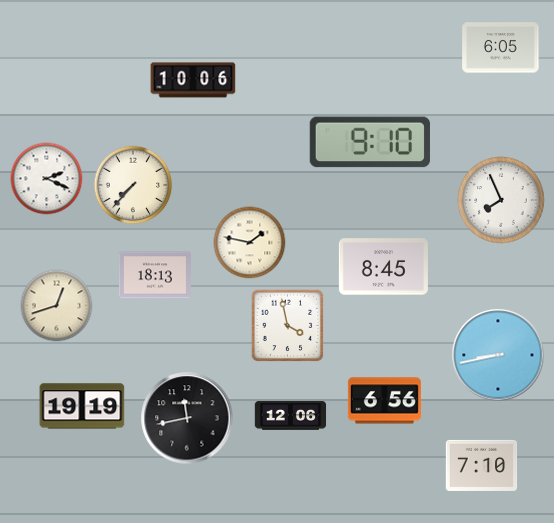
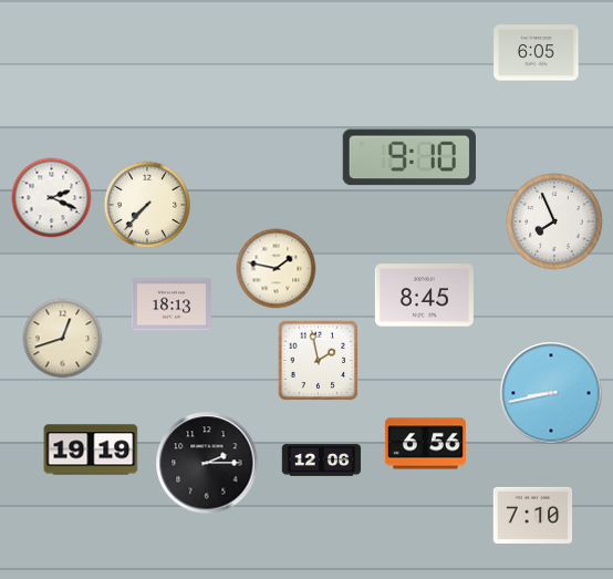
clock at (501, 48) position: (501, 48) -> (537, 53)
clock at (193, 80): 10:06 -> none
clock at (288, 326): 3:58 -> 1:58
clock at (187, 418): 11:43 -> 2:15
